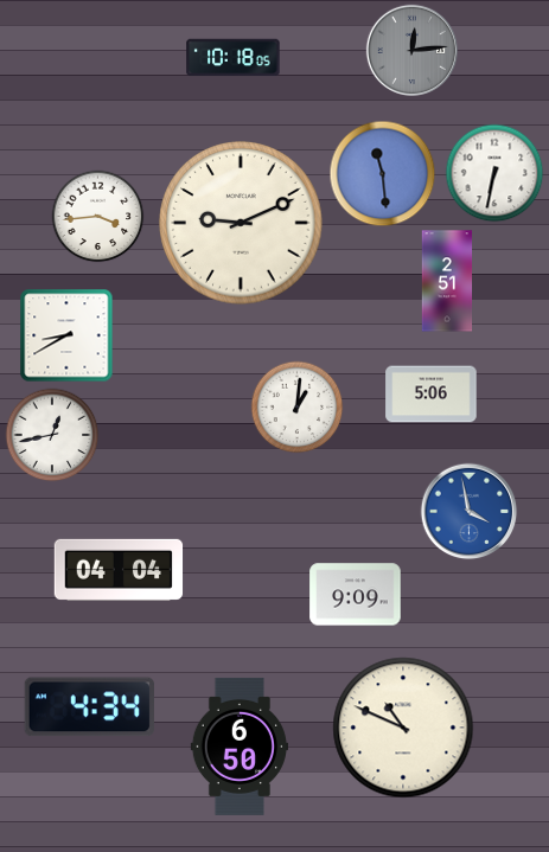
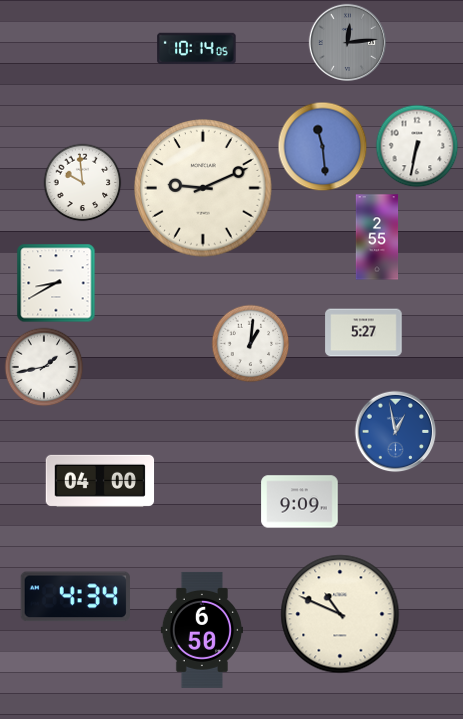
clock at (234, 58): 10:18 -> 10:14
clock at (97, 216): 3:44 -> 9:59
clock at (447, 281): 2:51 -> 2:55
clock at (432, 395): 5:06 -> 5:27
clock at (52, 435): 12:43 -> 1:43
clock at (468, 511): 3:58 -> 12:58
clock at (119, 570): 04:04 -> 04:00
